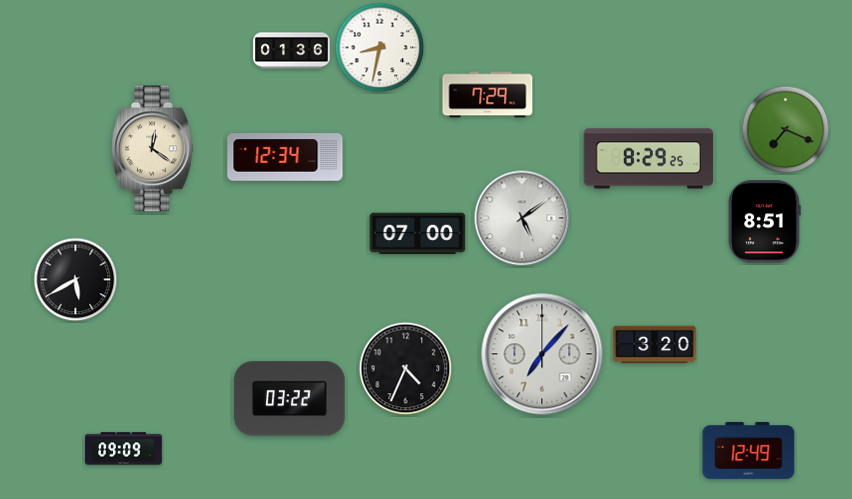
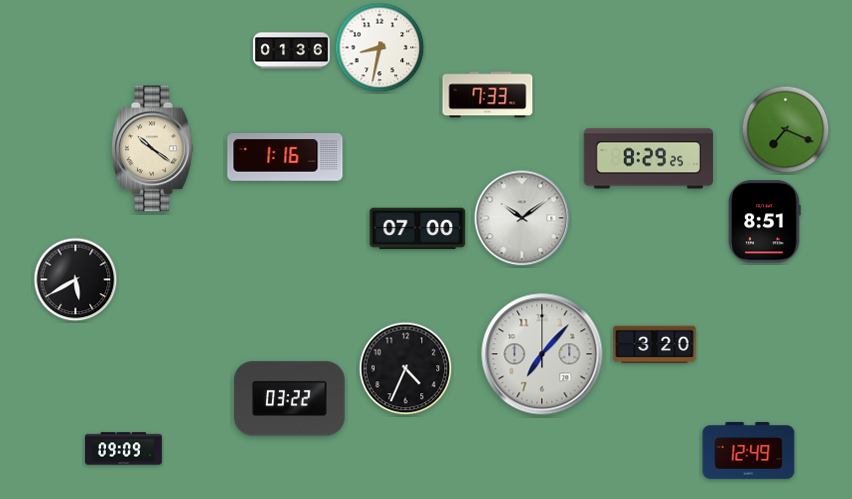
clock at (488, 95): 7:29 -> 7:33
clock at (153, 149): 12:21 -> 10:21
clock at (285, 157): 12:34 -> 1:16
clock at (522, 218): 5:09 -> 10:09
clock at (418, 234) position: (418, 234) -> (418, 229)
